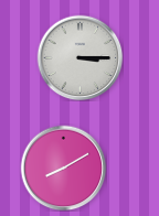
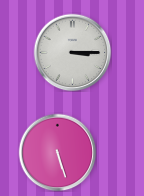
clock at (63, 168): 8:10 -> 5:27
